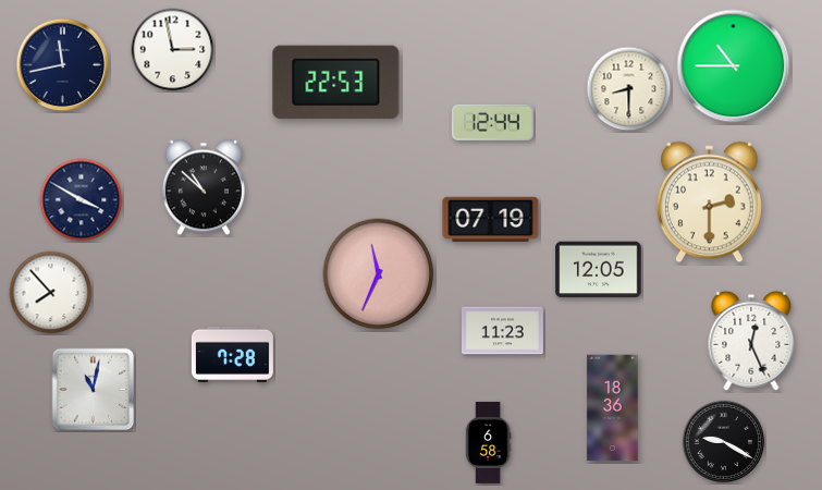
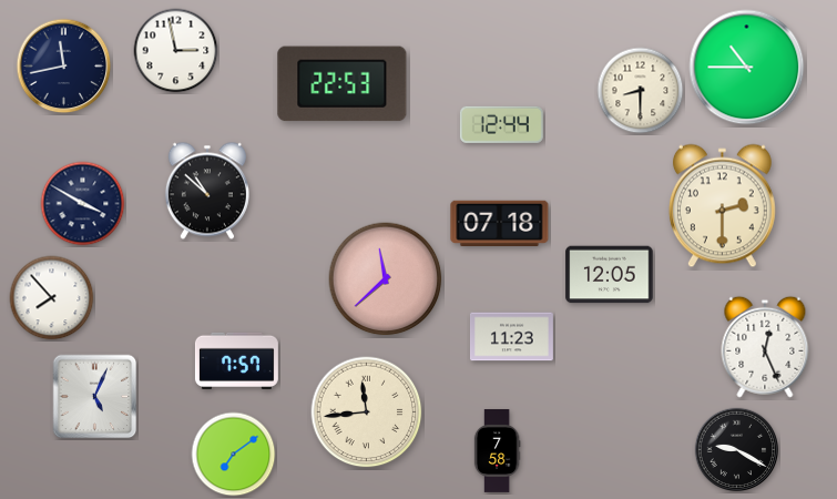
clock at (491, 219): 07:19 -> 07:18
clock at (379, 274): 11:34 -> 11:38
clock at (232, 354): 7:28 -> 7:57
clock at (94, 390): 11:02 -> 5:04
clock at (367, 413): none -> 11:44
clock at (613, 408): 18:36 -> none
clock at (488, 442): 6:58 -> 7:58
clock at (234, 455): none -> 7:09
